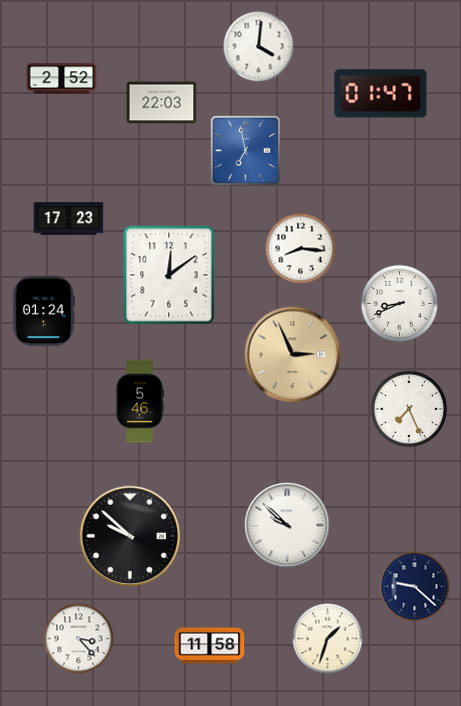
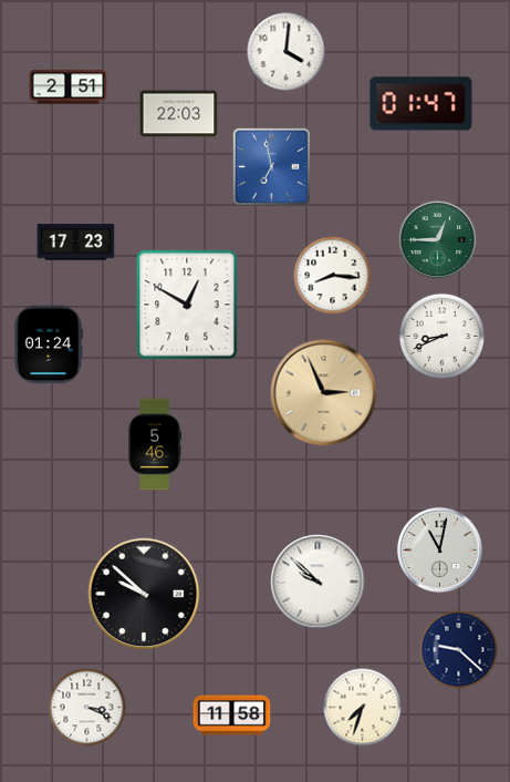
clock at (62, 79): 2:52 -> 2:51
clock at (438, 240): none -> 12:45
clock at (169, 275): 12:09 -> 12:50
clock at (409, 409): 7:26 -> none
clock at (439, 549): none -> 11:02
clock at (79, 639): 3:23 -> 3:19
clock at (328, 639): 1:33 -> 7:33
